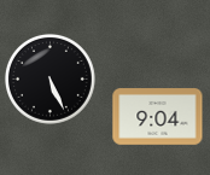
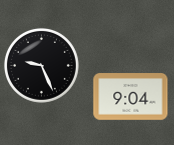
clock at (49, 78): 5:26 -> 9:26
